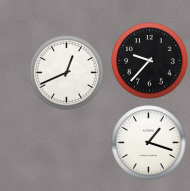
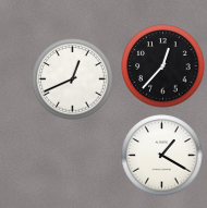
clock at (150, 61): 9:37 -> 12:37
clock at (149, 143): 1:18 -> 1:20
